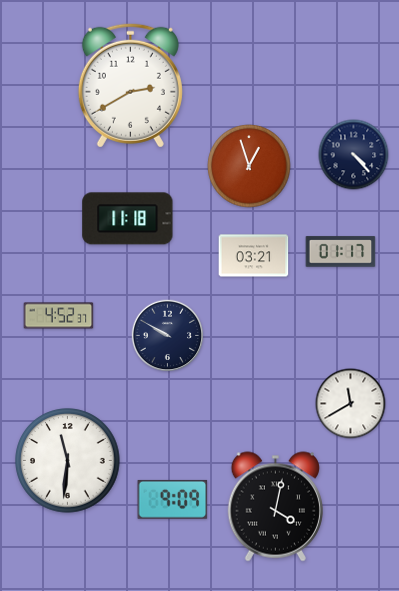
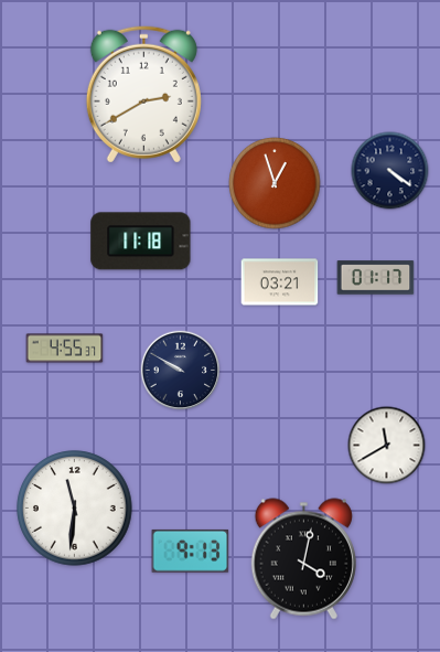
clock at (354, 155): 4:23 -> 4:21
clock at (59, 316): 4:52 -> 4:55
clock at (168, 336) position: (168, 336) -> (181, 371)
clock at (173, 499): 9:09 -> 9:13
